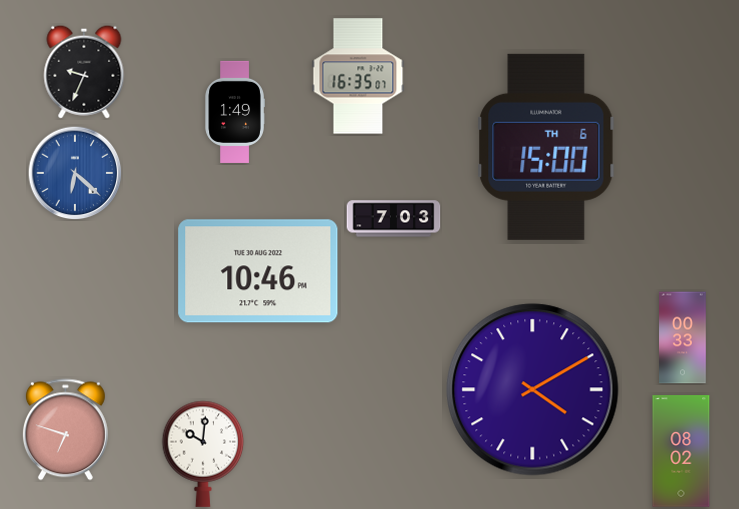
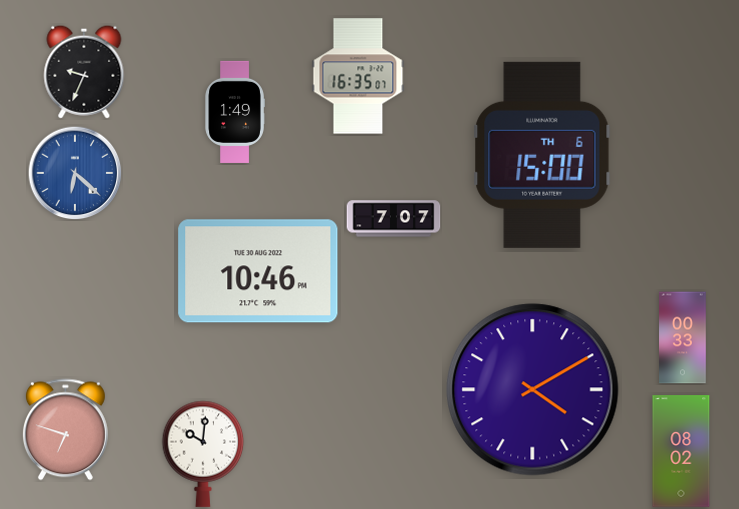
clock at (546, 147) position: (546, 147) -> (542, 155)
clock at (394, 219): 7:03 -> 7:07
